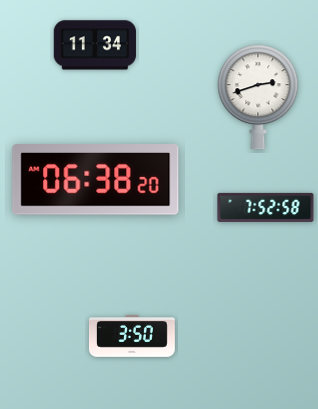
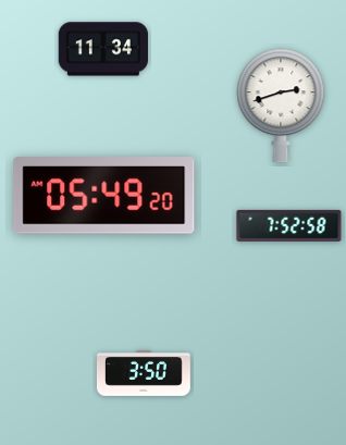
clock at (96, 180): 06:38 -> 05:49
clock at (132, 336) position: (132, 336) -> (144, 373)
